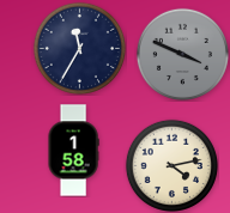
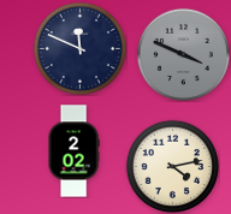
clock at (79, 48): 11:35 -> 11:49
clock at (73, 151): 1:58 -> 2:02
